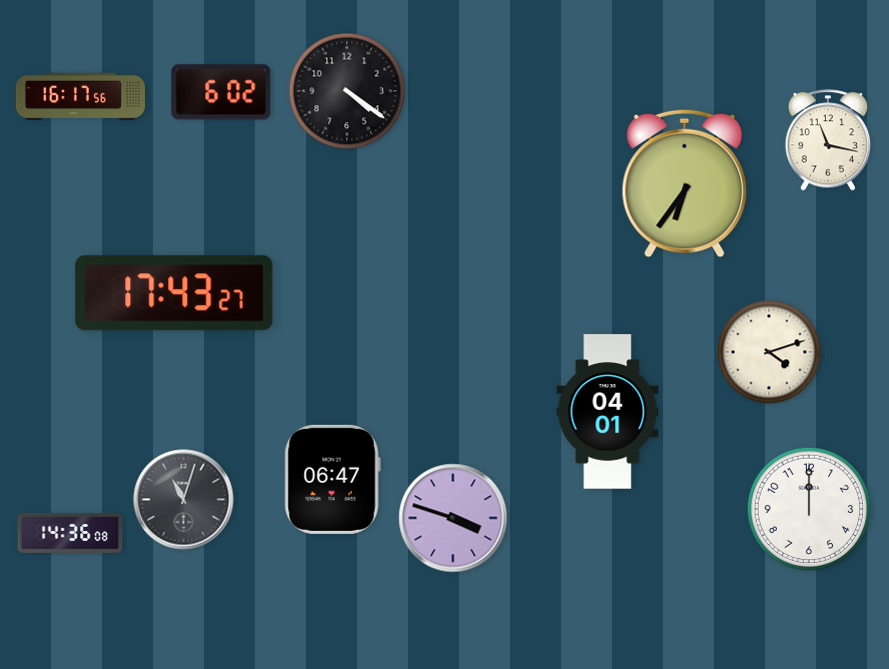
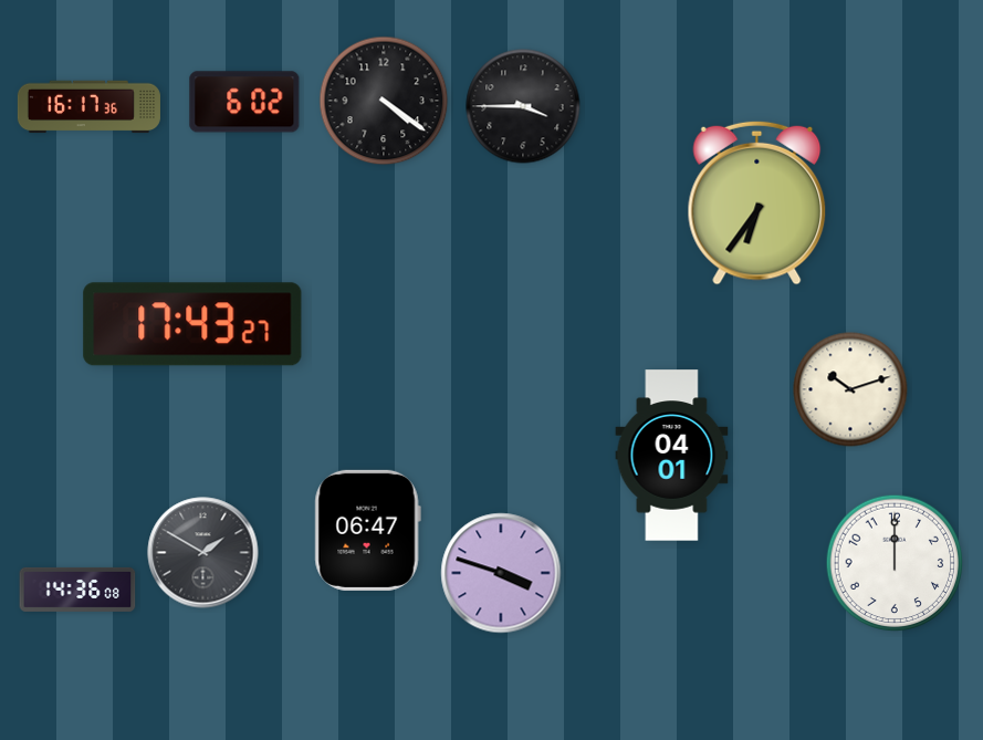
clock at (523, 106): none -> 3:45
clock at (80, 97): 16:17:56 -> 16:17:36
clock at (828, 140): 11:17 -> none
clock at (769, 352): 4:12 -> 10:12
clock at (184, 500): 11:03 -> 1:50
